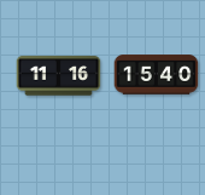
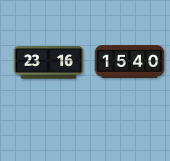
clock at (59, 76): 11:16 -> 23:16
